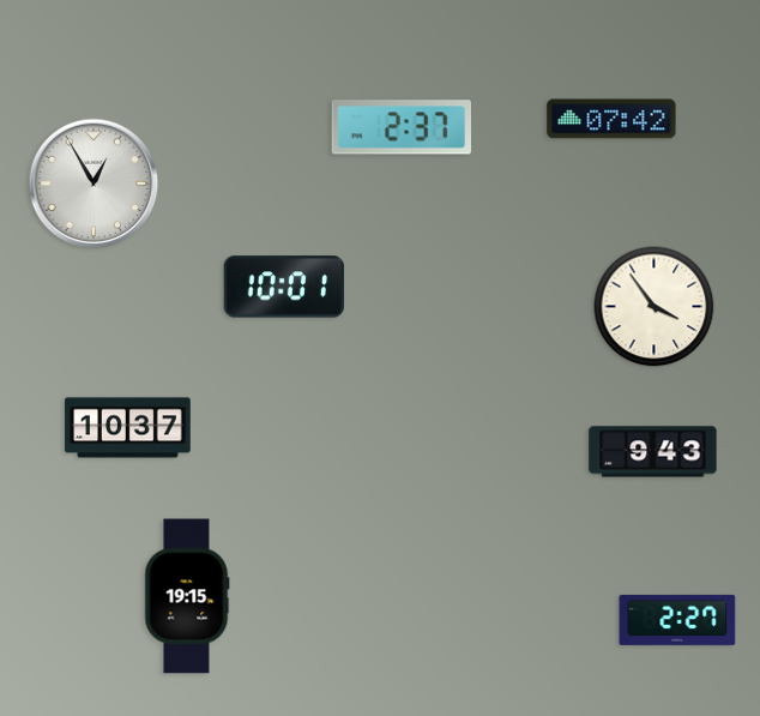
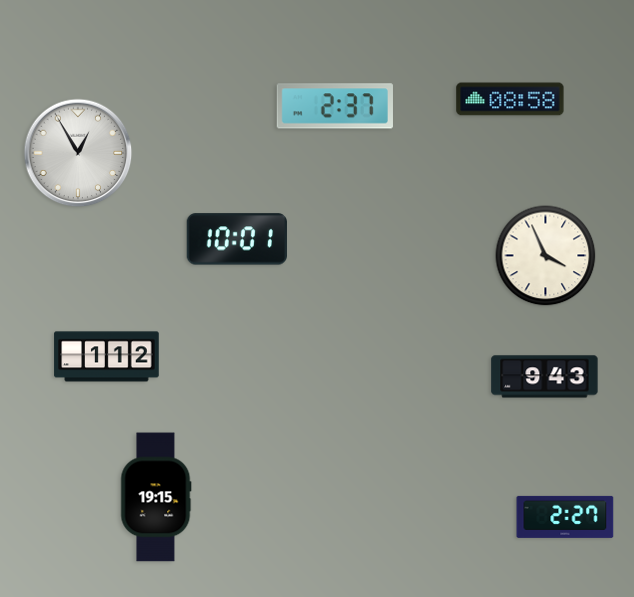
clock at (611, 119): 07:42 -> 08:58
clock at (655, 307): 3:54 -> 3:56
clock at (128, 428): 10:37 -> 1:12
